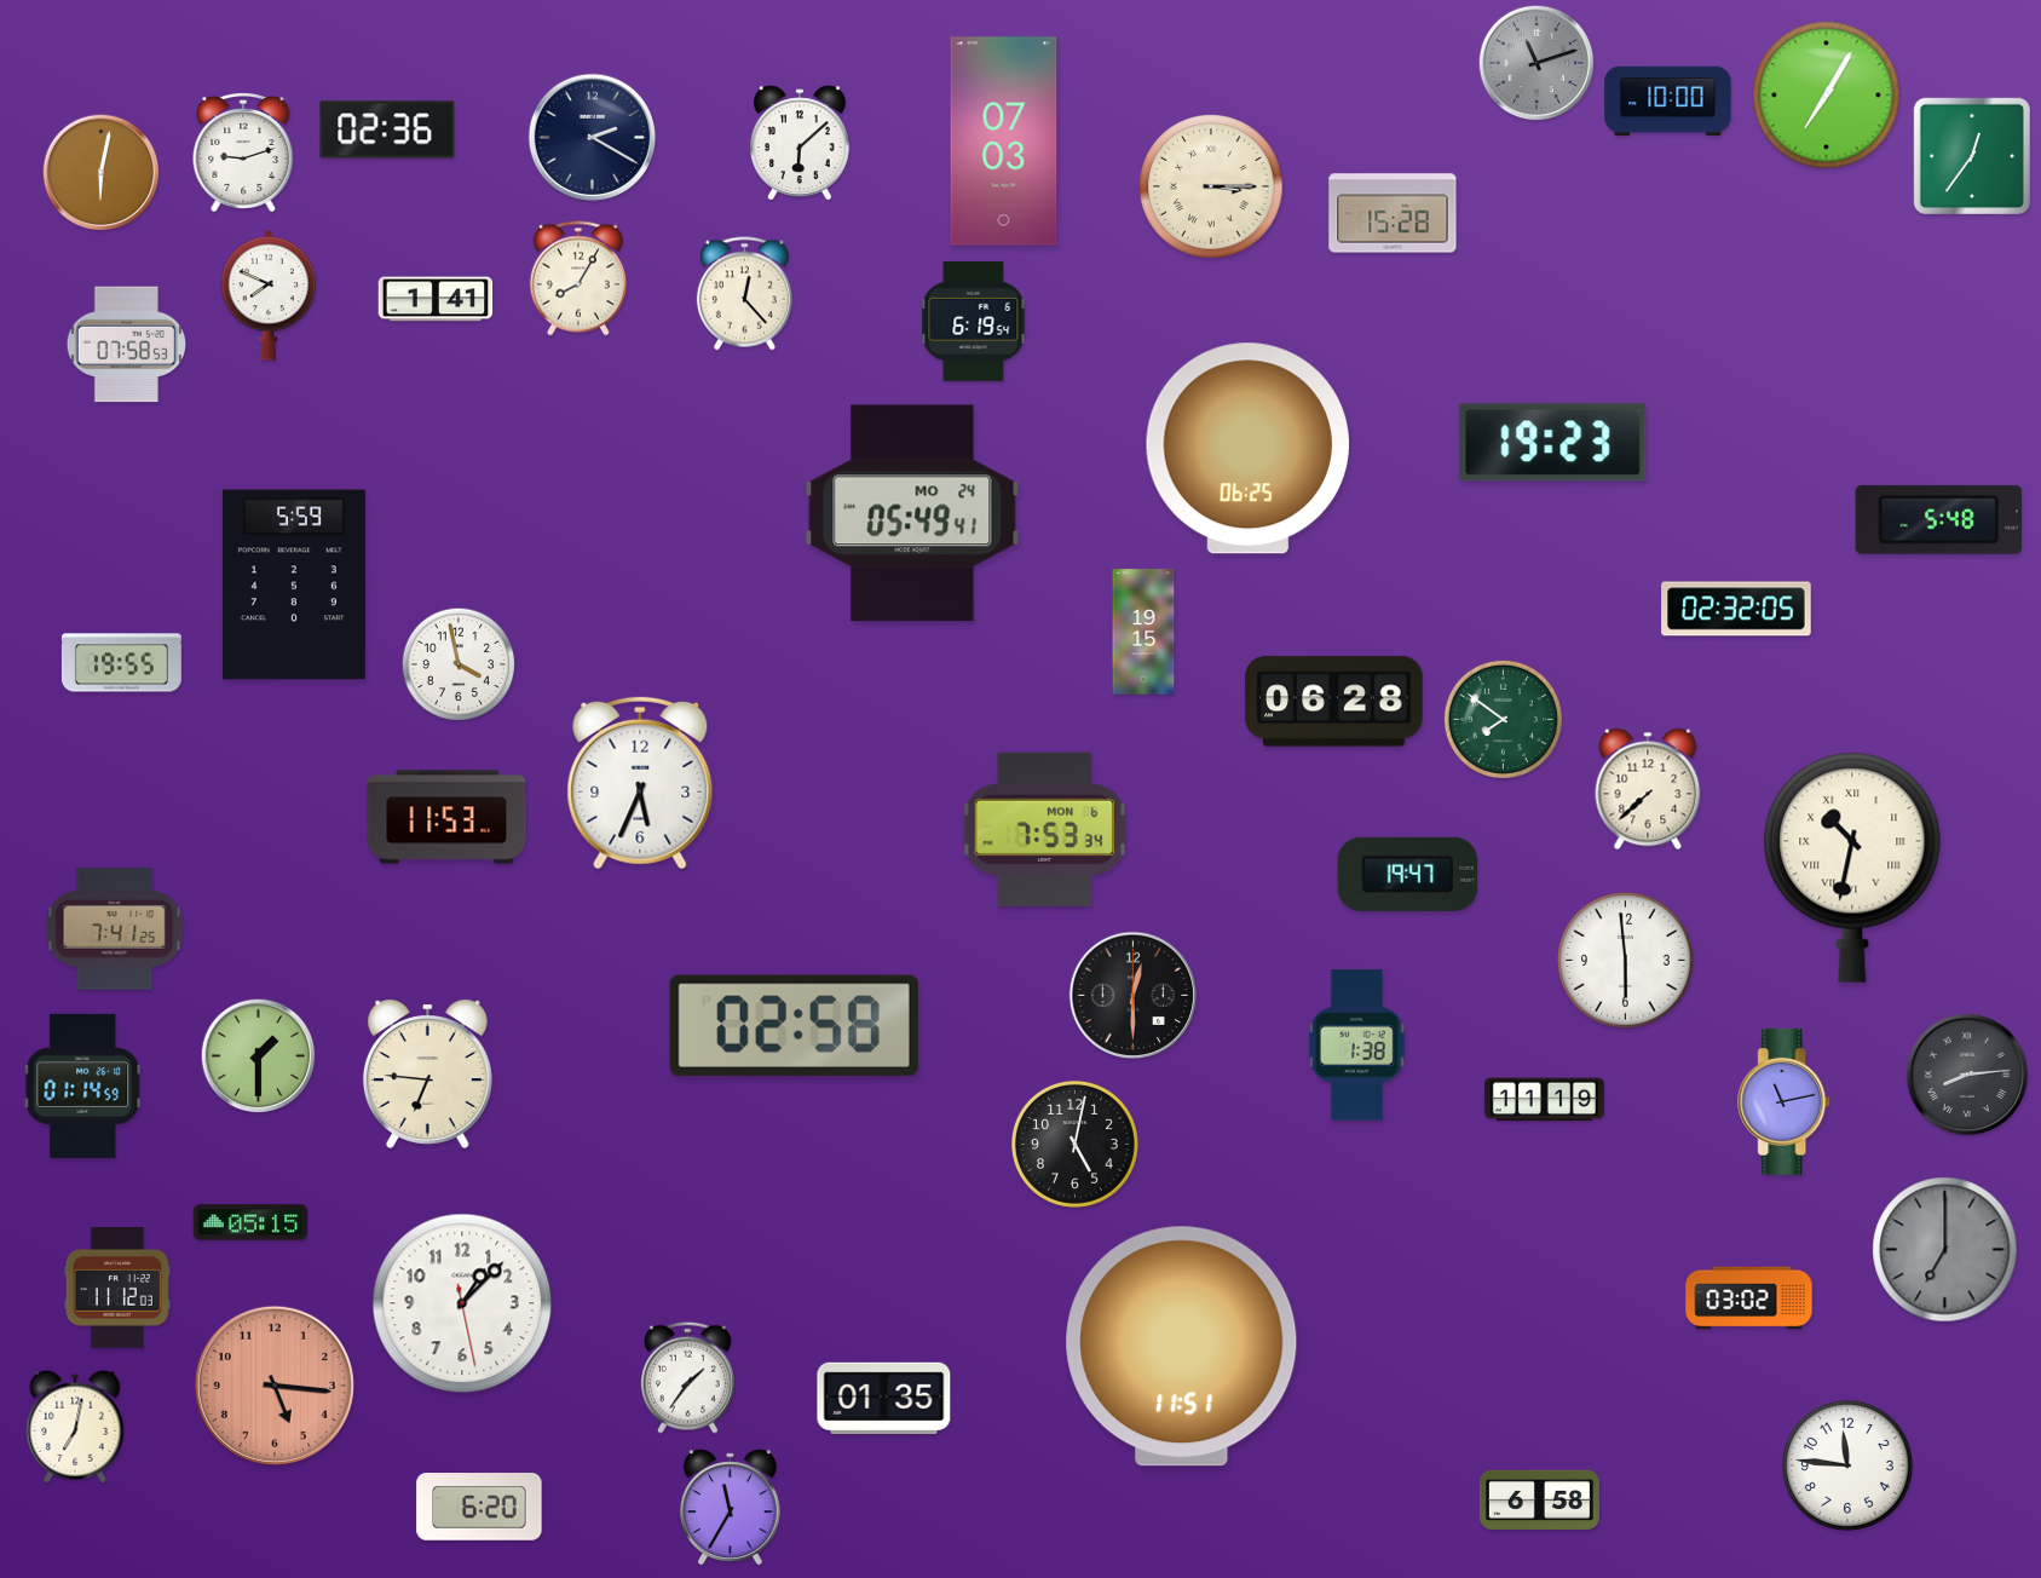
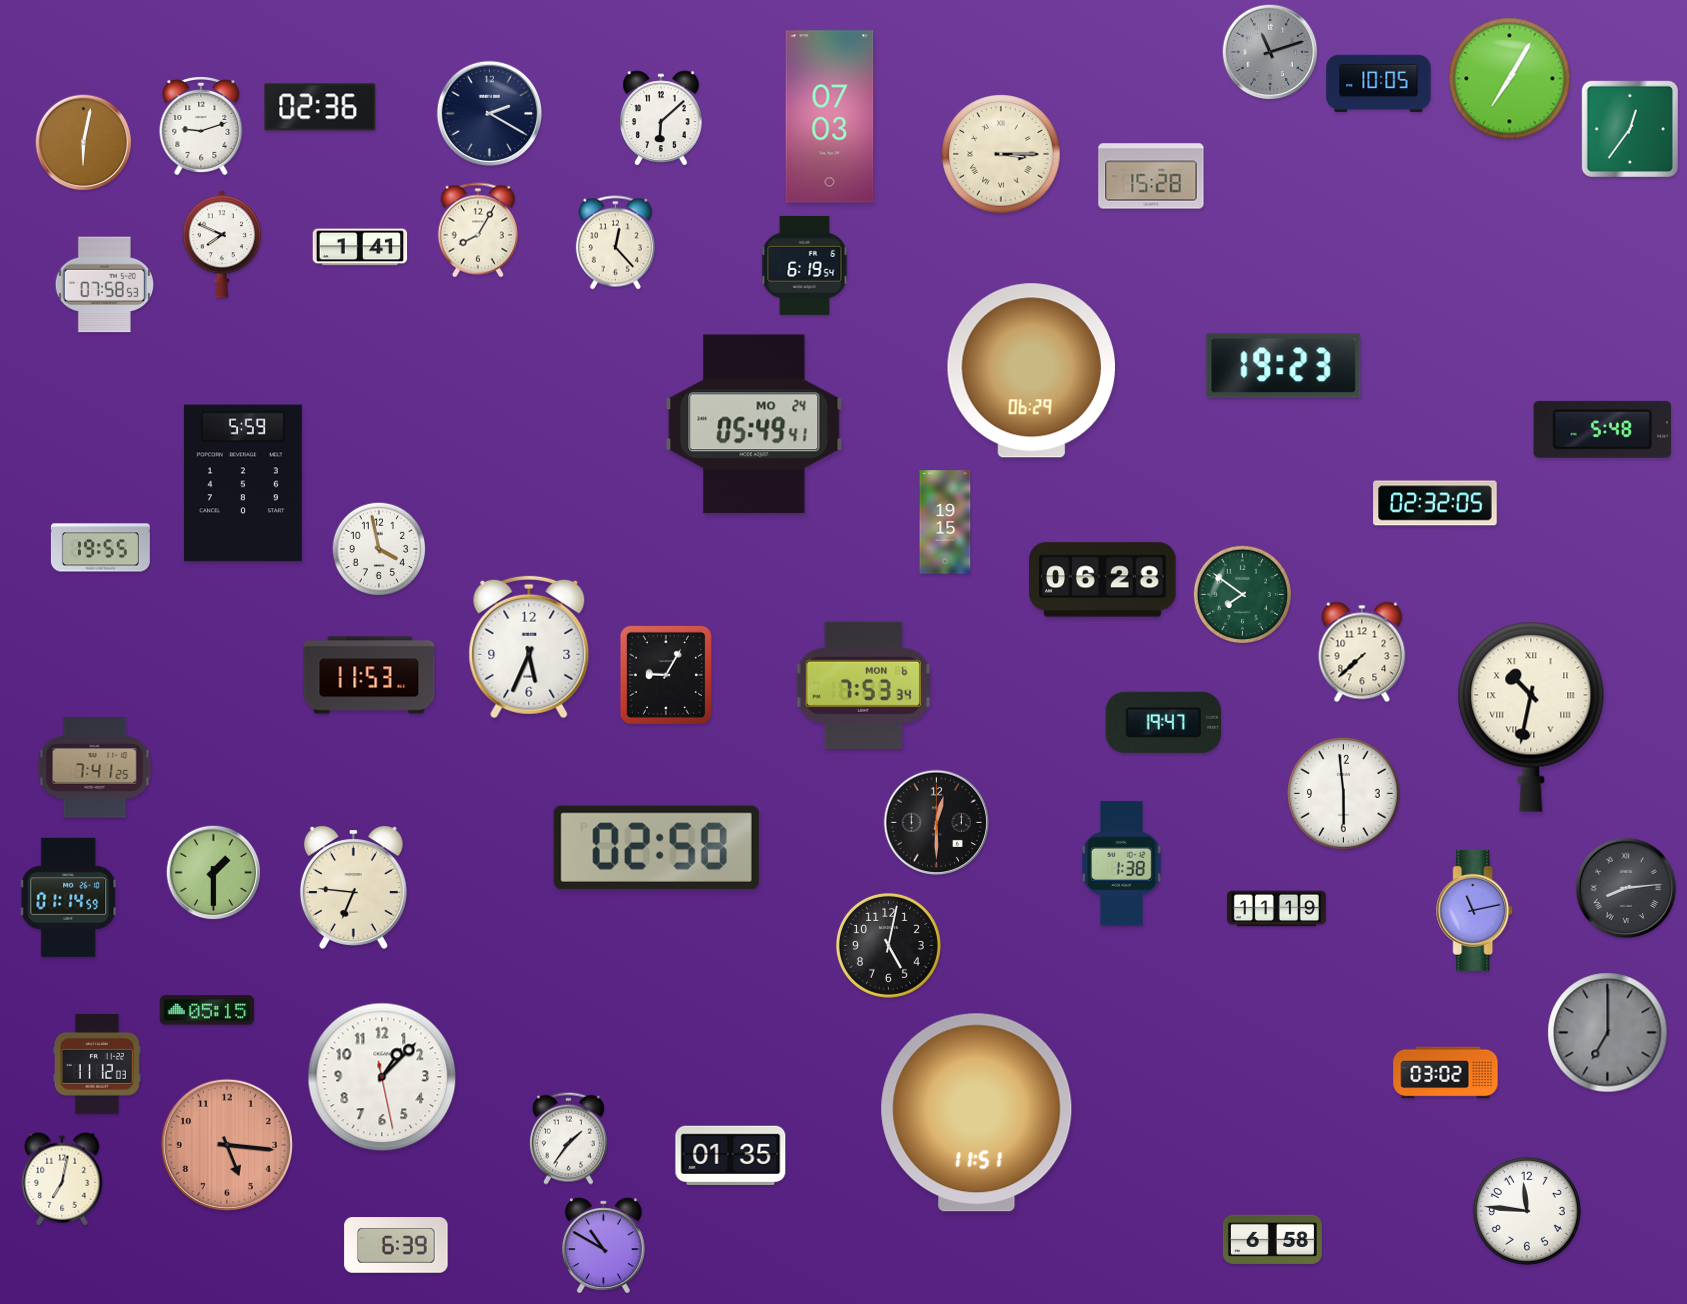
clock at (1668, 102): 10:00 -> 10:05
clock at (1247, 449): 06:25 -> 06:29
clock at (666, 675): none -> 9:05
clock at (479, 1507): 6:20 -> 6:39
clock at (730, 1507): 11:35 -> 10:50
